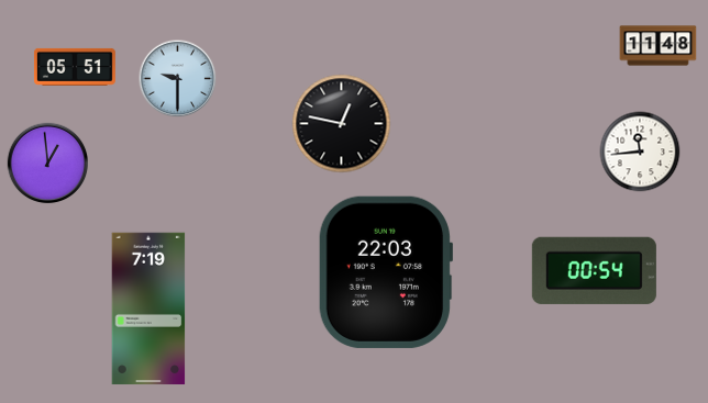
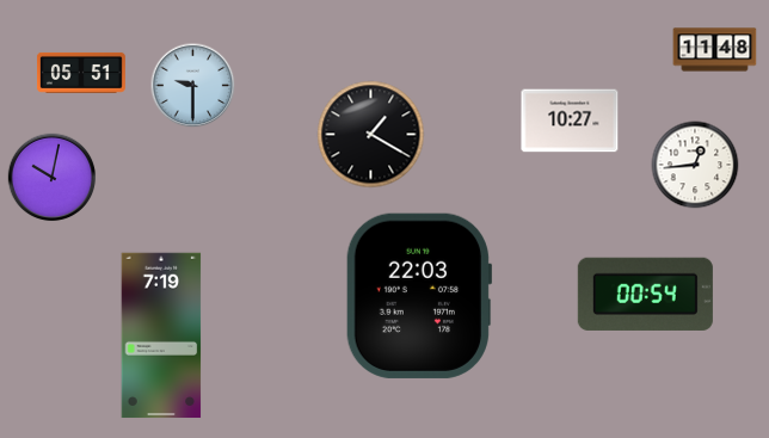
clock at (570, 121): none -> 10:27
clock at (342, 124): 12:47 -> 1:20
clock at (640, 152): 11:44 -> 12:44
clock at (48, 164): 12:59 -> 10:02
